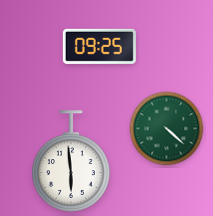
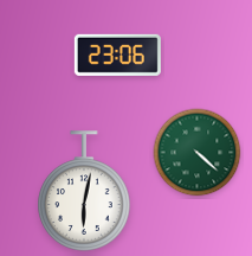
clock at (99, 46): 09:25 -> 23:06
clock at (71, 161): 5:59 -> 6:02
